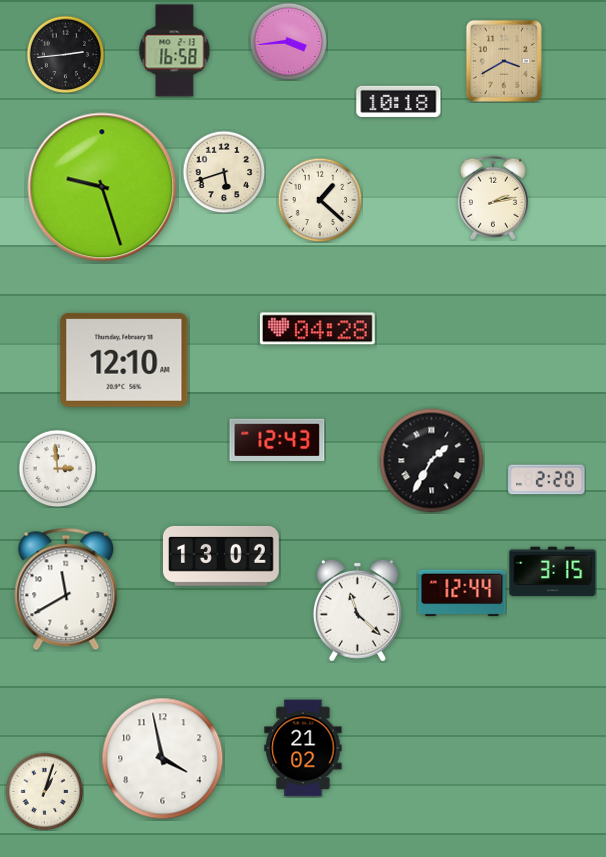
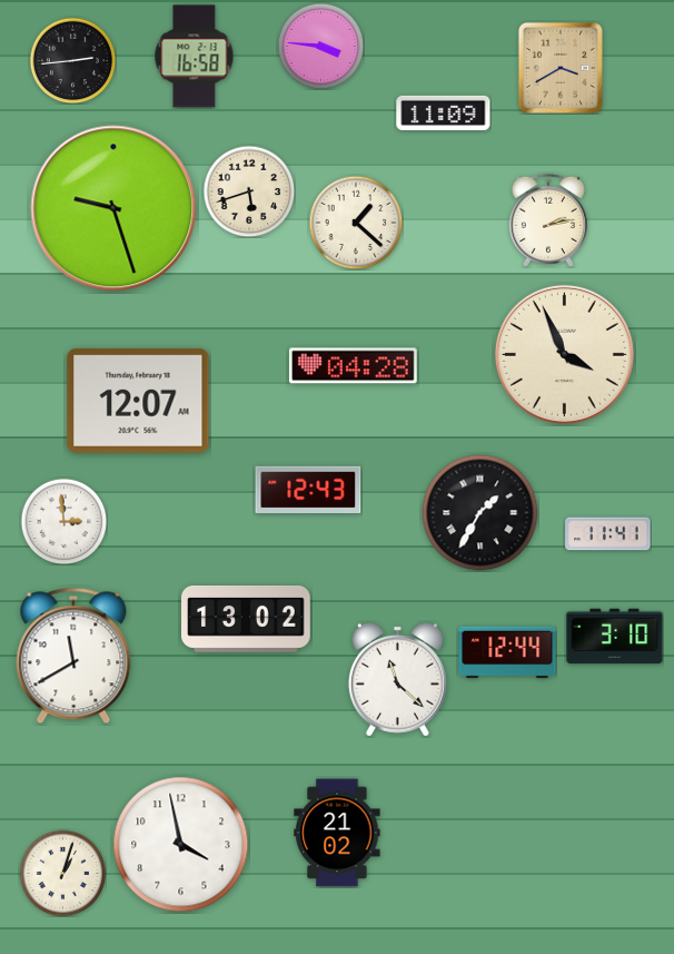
clock at (288, 41): 3:44 -> 3:46
clock at (399, 101): 10:18 -> 11:09
clock at (564, 354): none -> 3:56
clock at (124, 360): 12:10 -> 12:07
clock at (547, 480): 2:20 -> 11:41
clock at (553, 572): 3:15 -> 3:10
clock at (462, 593) position: (462, 593) -> (507, 652)
clock at (44, 791) position: (44, 791) -> (62, 873)
